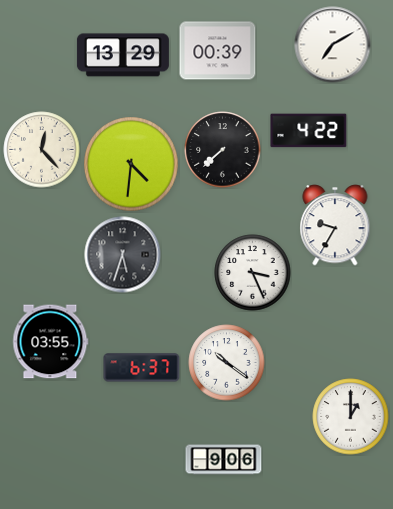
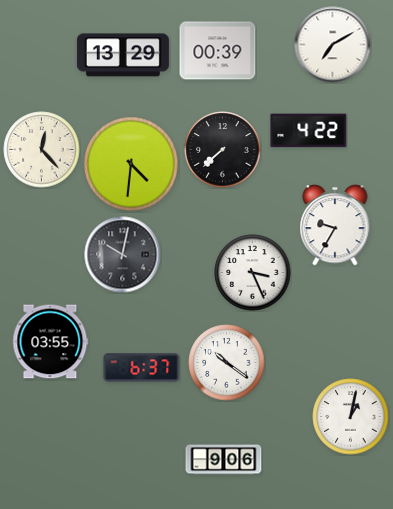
clock at (123, 255): 5:33 -> 10:02
clock at (351, 417): 1:00 -> 1:02
